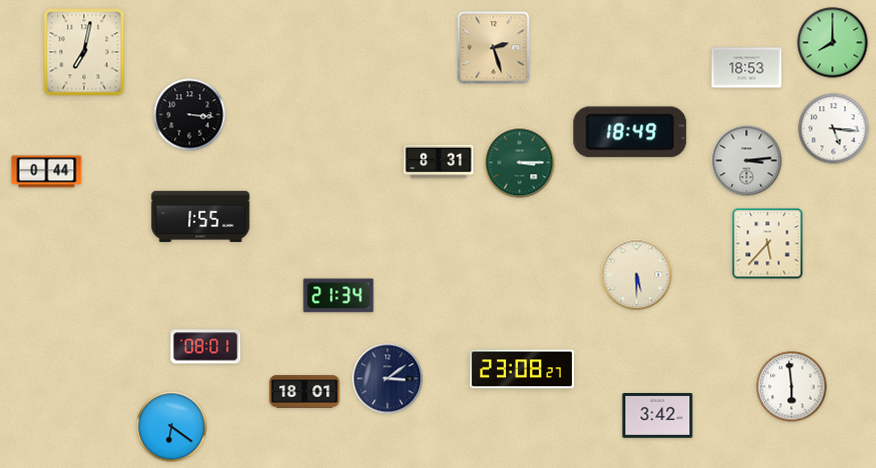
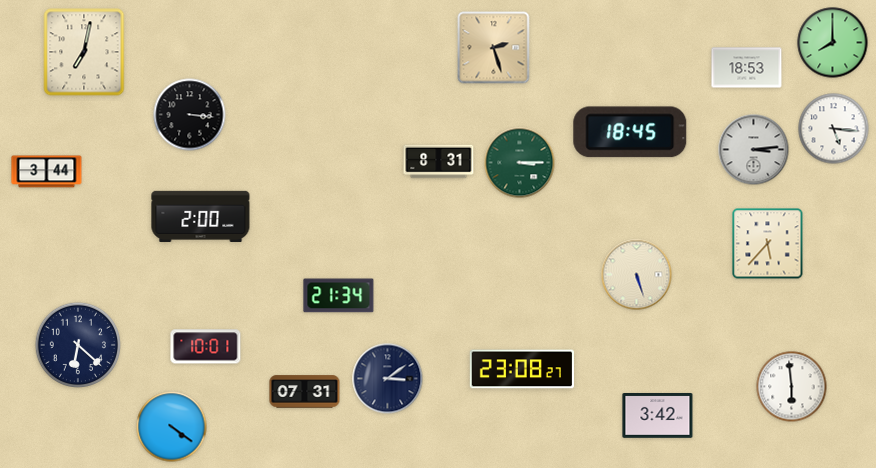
clock at (630, 132): 18:49 -> 18:45
clock at (747, 161) position: (747, 161) -> (754, 150)
clock at (47, 172): 0:44 -> 3:44
clock at (201, 216): 1:55 -> 2:00
clock at (637, 275): 5:30 -> 5:27
clock at (77, 344): none -> 6:22
clock at (206, 347): 08:01 -> 10:01
clock at (305, 392): 18:01 -> 07:31
clock at (172, 427): 6:21 -> 4:21
